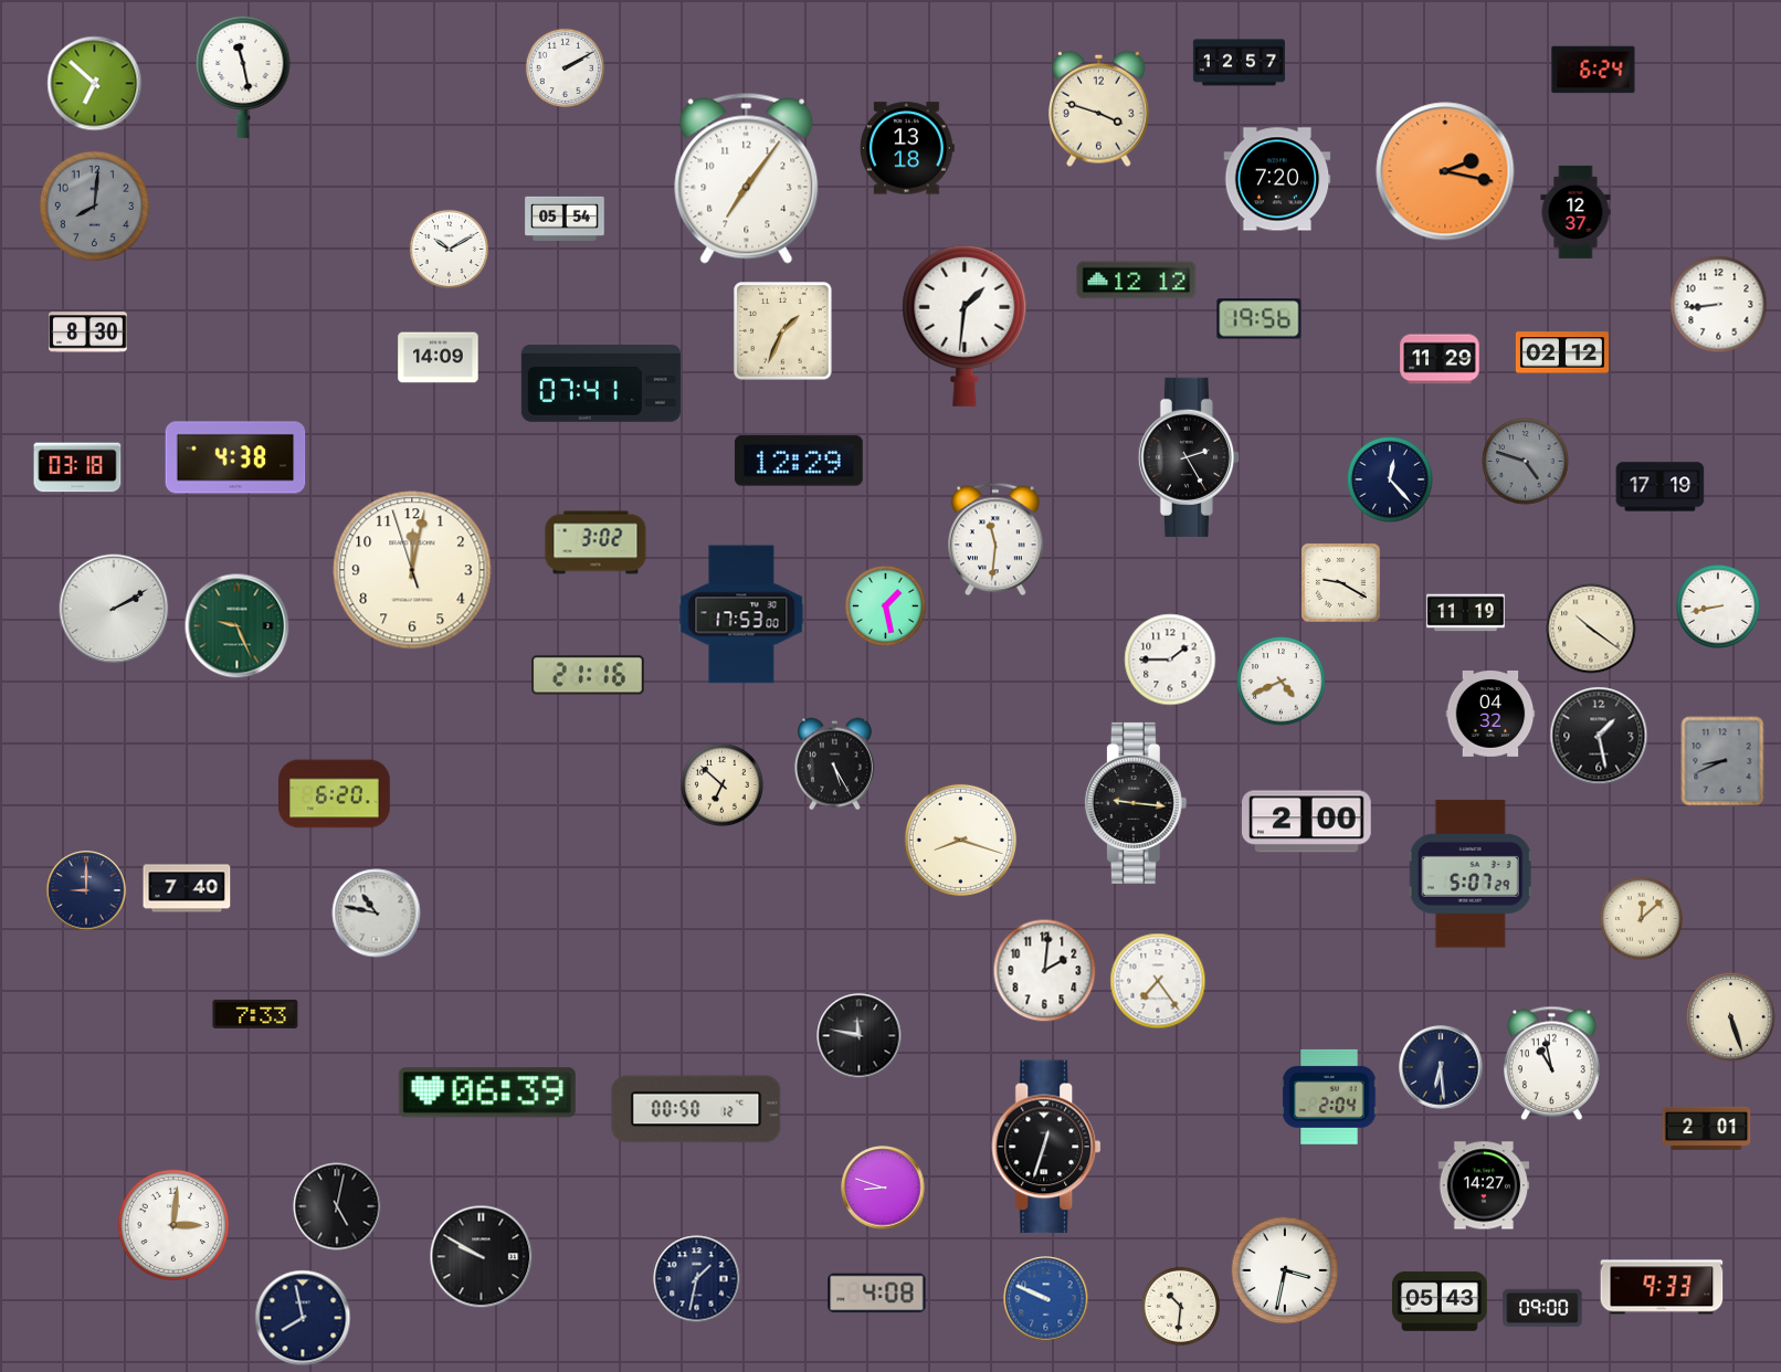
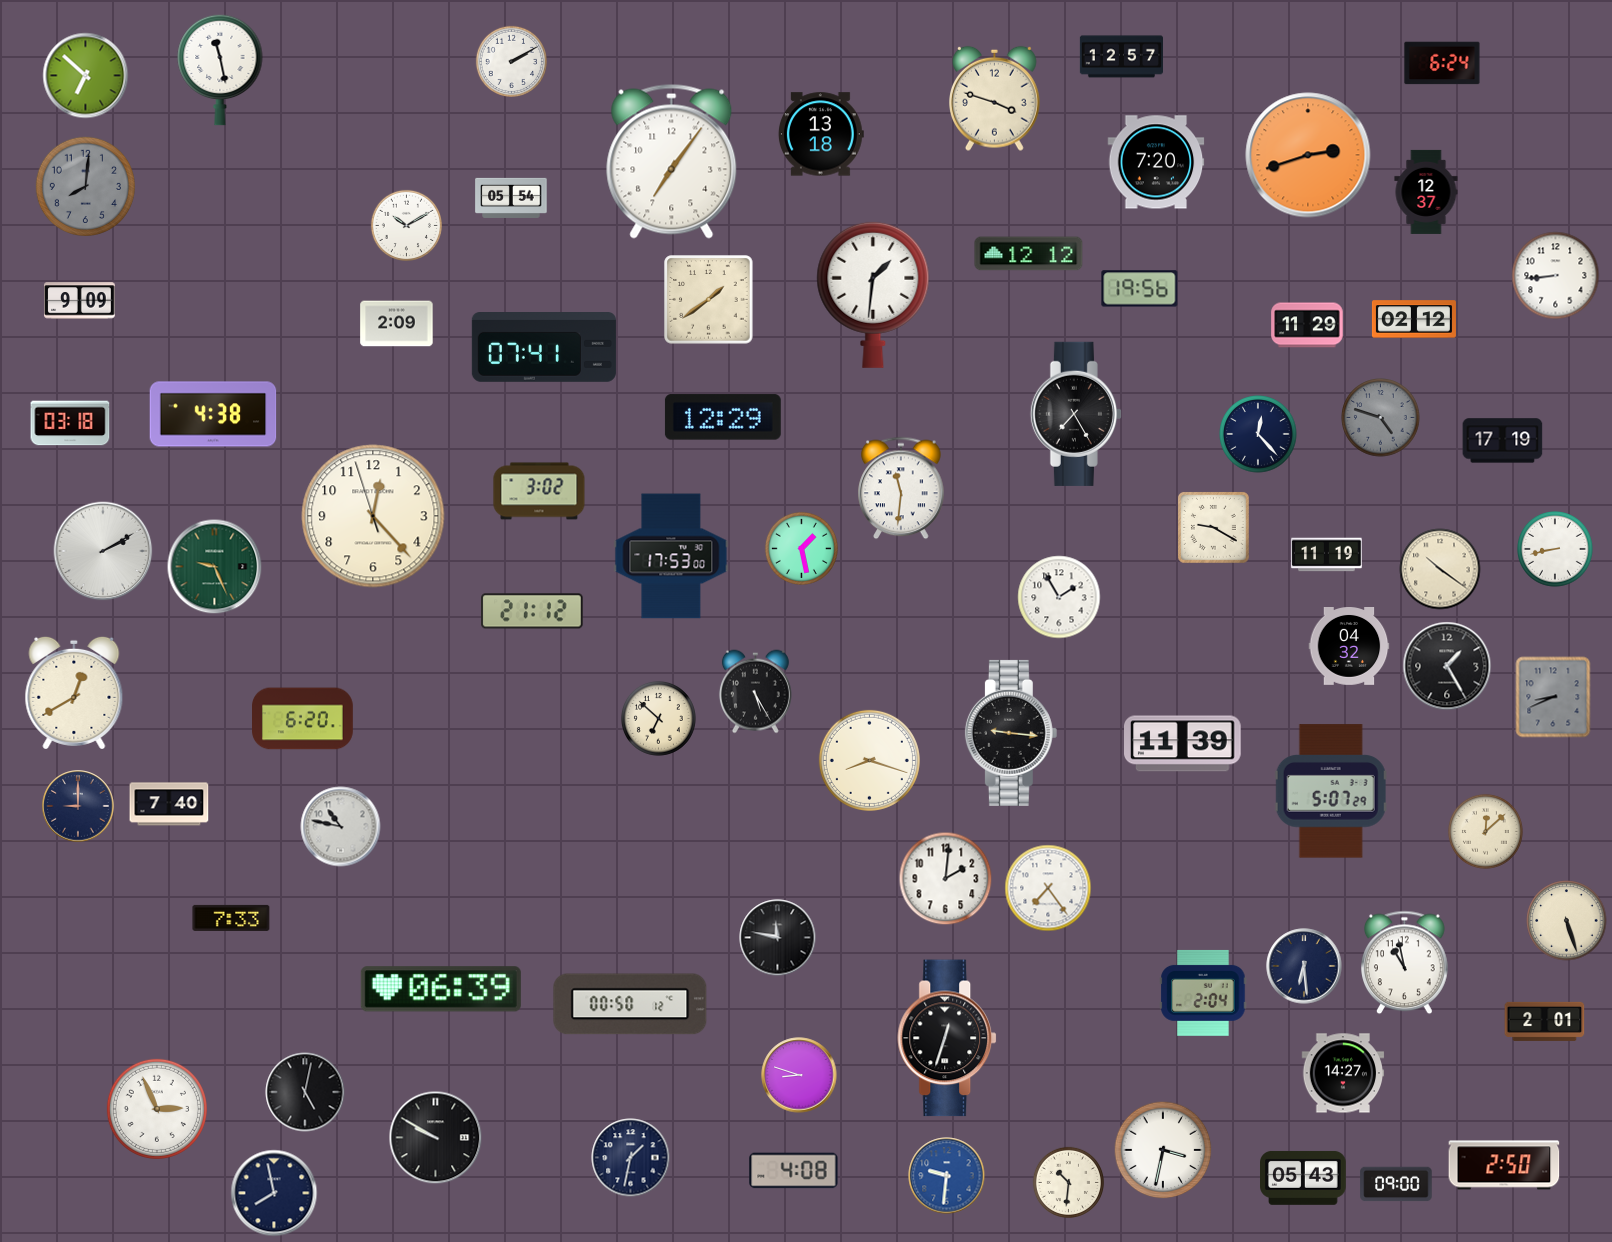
clock at (1445, 171): 2:17 -> 2:42
clock at (747, 178) position: (747, 178) -> (672, 161)
clock at (783, 331): 1:34 -> 1:39
clock at (88, 333): 8:30 -> 9:09
clock at (439, 358): 14:09 -> 2:09
clock at (1440, 359) position: (1440, 359) -> (1307, 325)
clock at (1189, 457): 2:25 -> 7:25
clock at (412, 570): 12:01 -> 12:22
clock at (1170, 659): 1:45 -> 1:55
clock at (588, 675): 21:16 -> 21:12
clock at (1282, 682): 4:41 -> none
clock at (1599, 736): 1:28 -> 1:25
clock at (1722, 761) position: (1722, 761) -> (1553, 697)
clock at (74, 693): none -> 12:40
clock at (721, 784) position: (721, 784) -> (658, 718)
clock at (1136, 803) position: (1136, 803) -> (1011, 733)
clock at (1307, 822): 2:00 -> 11:39
clock at (173, 1225): 3:01 -> 2:56
clock at (1662, 1287): 9:33 -> 2:50
clock at (1046, 1299): 9:49 -> 9:31
